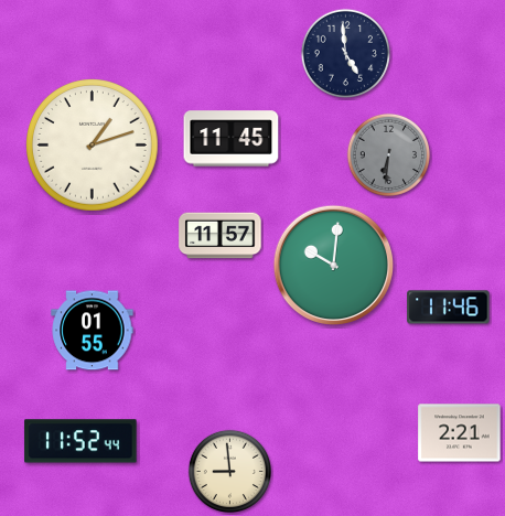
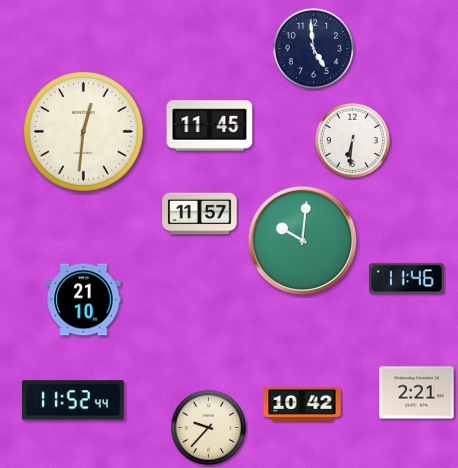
clock at (93, 146): 1:12 -> 12:31
clock at (388, 154) dial: grey -> white
clock at (93, 331): 01:55 -> 21:10
clock at (302, 404): none -> 10:42
clock at (229, 471): 8:59 -> 9:37
